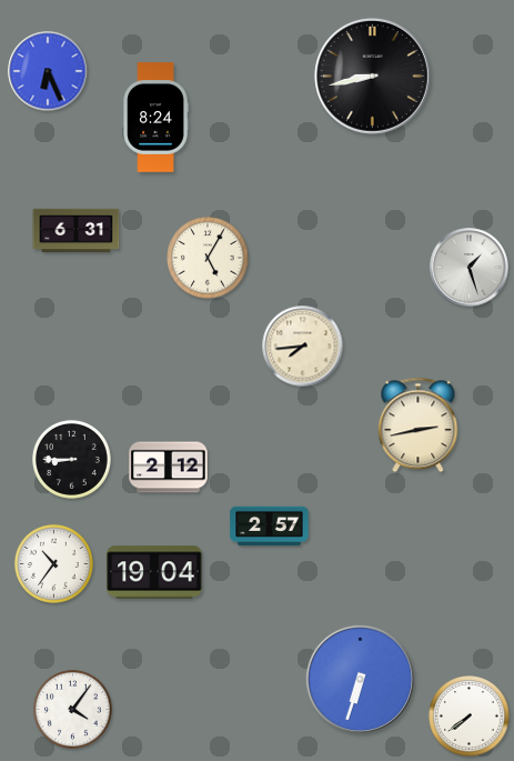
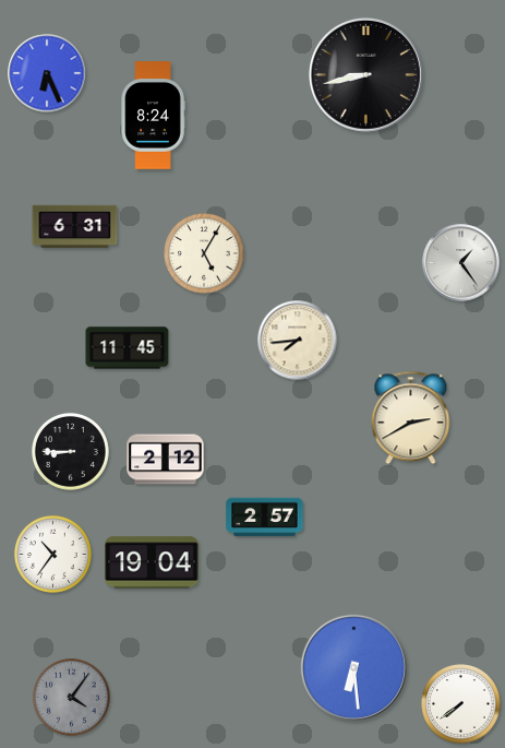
clock at (48, 71) position: (48, 71) -> (47, 73)
clock at (470, 268): 1:27 -> 1:24
clock at (128, 348): none -> 11:45
clock at (419, 425): 2:43 -> 2:40
clock at (360, 679): 6:33 -> 6:29
clock at (72, 709) dial: white -> grey
